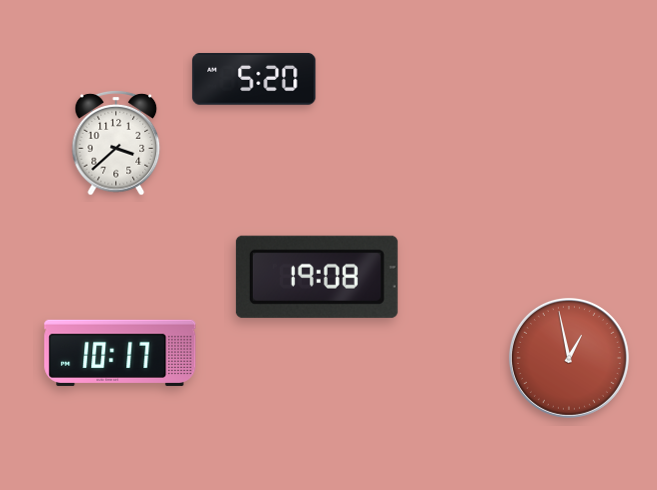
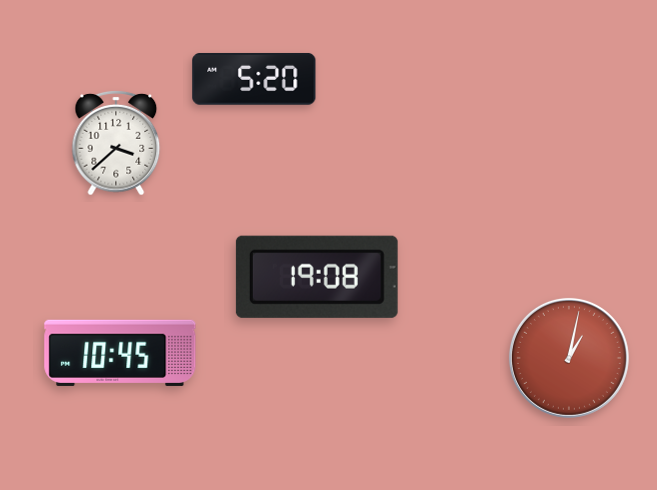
clock at (120, 353): 10:17 -> 10:45
clock at (569, 358): 12:58 -> 1:02
